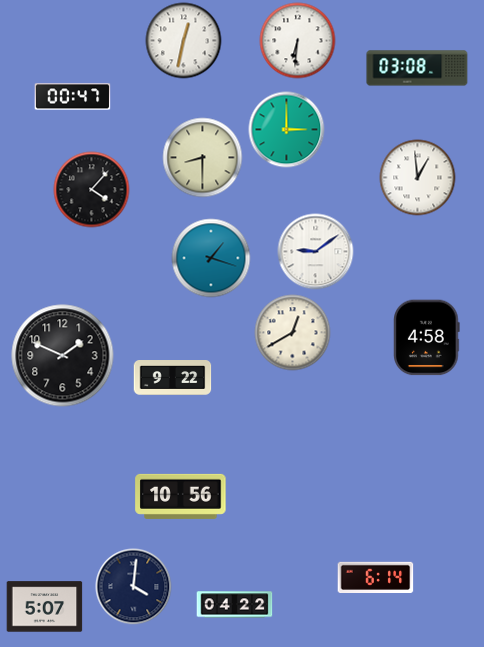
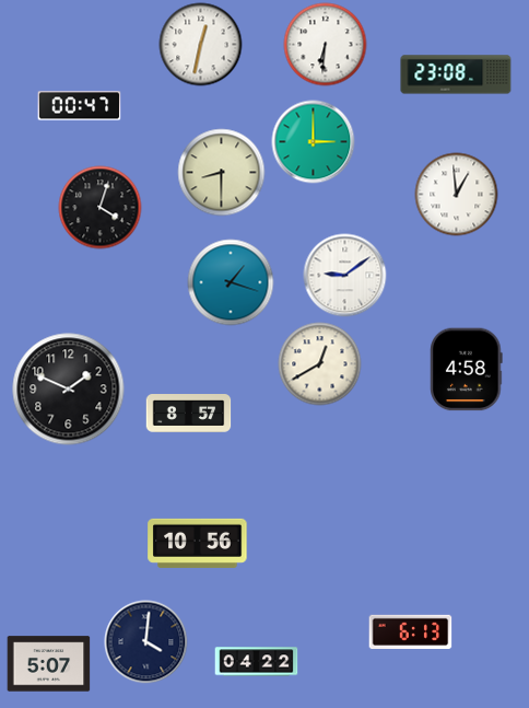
clock at (417, 68): 03:08 -> 23:08
clock at (92, 190): 4:07 -> 4:03
clock at (173, 378): 9:22 -> 8:57
clock at (376, 577): 6:14 -> 6:13
